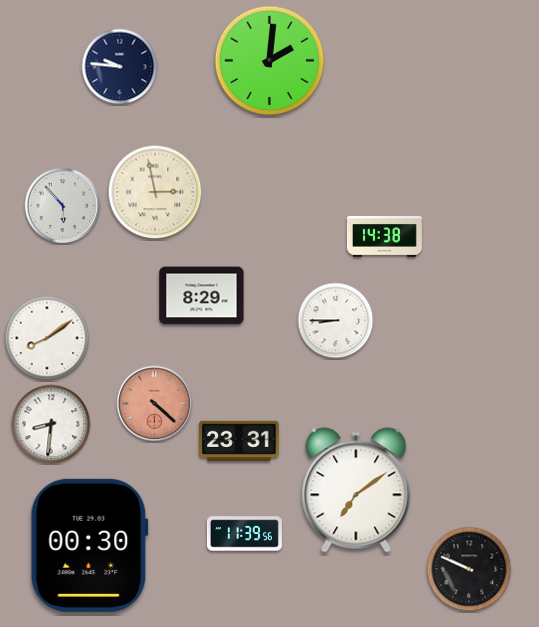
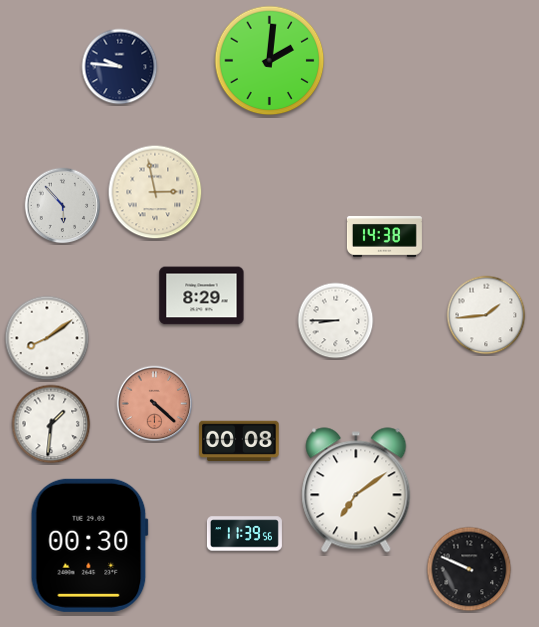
clock at (486, 315): none -> 1:44
clock at (51, 424): 8:31 -> 1:31
clock at (239, 441): 23:31 -> 00:08
